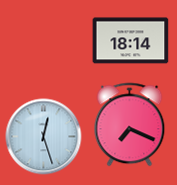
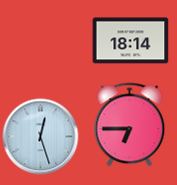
clock at (130, 125): 7:19 -> 6:45
clock at (44, 137) position: (44, 137) -> (41, 137)
